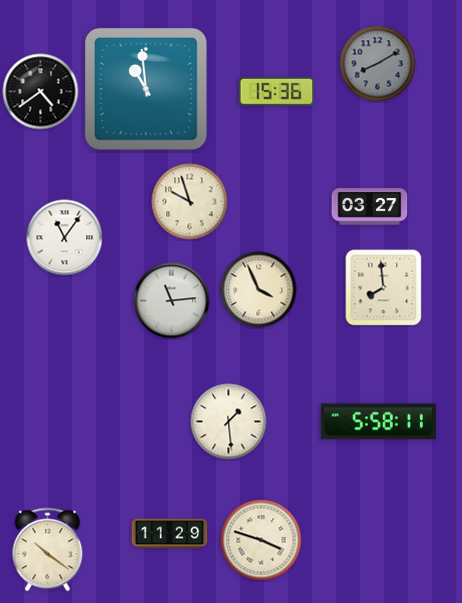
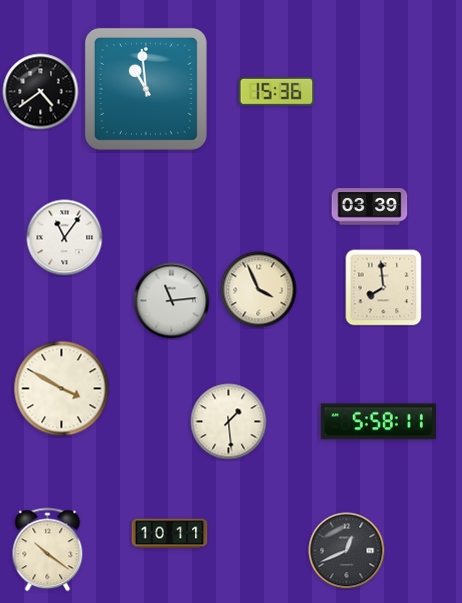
clock at (378, 64): 8:10 -> none
clock at (190, 202): 9:57 -> none
clock at (370, 207): 03:27 -> 03:39
clock at (62, 389): none -> 3:50
clock at (170, 534): 11:29 -> 10:11
clock at (261, 540): 3:48 -> none
clock at (347, 551): none -> 12:41
